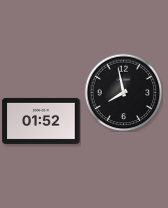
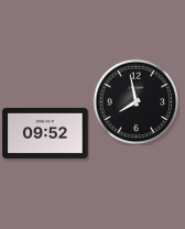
clock at (41, 121): 01:52 -> 09:52
